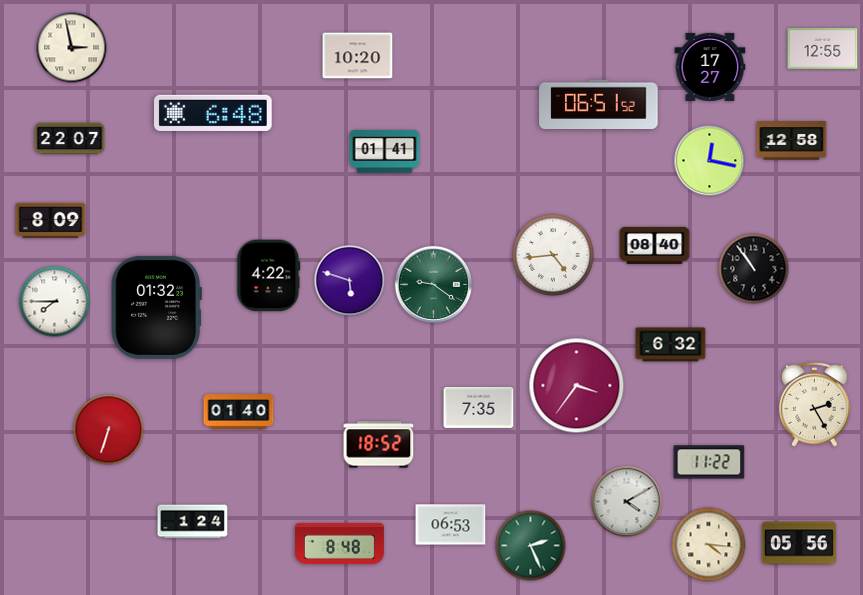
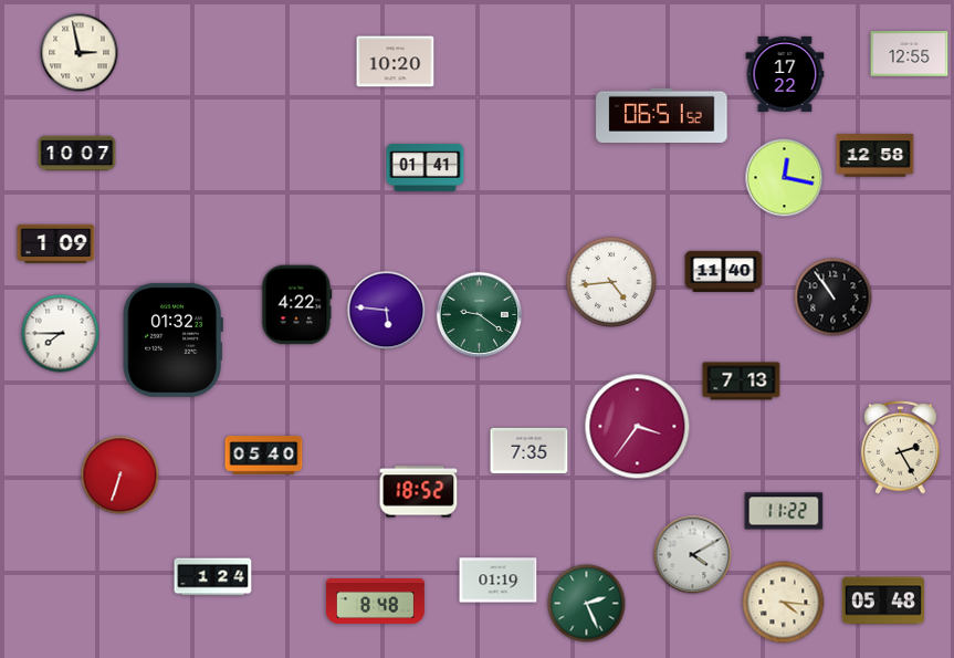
clock at (710, 67): 17:27 -> 17:22
clock at (214, 113): 6:48 -> none
clock at (70, 139): 22:07 -> 10:07
clock at (51, 220): 8:09 -> 1:09
clock at (655, 245): 08:40 -> 11:40
clock at (350, 281): 5:48 -> 5:46
clock at (671, 345): 6:32 -> 7:13
clock at (239, 412): 01:40 -> 05:40
clock at (451, 525): 06:53 -> 01:19
clock at (799, 543): 05:56 -> 05:48
